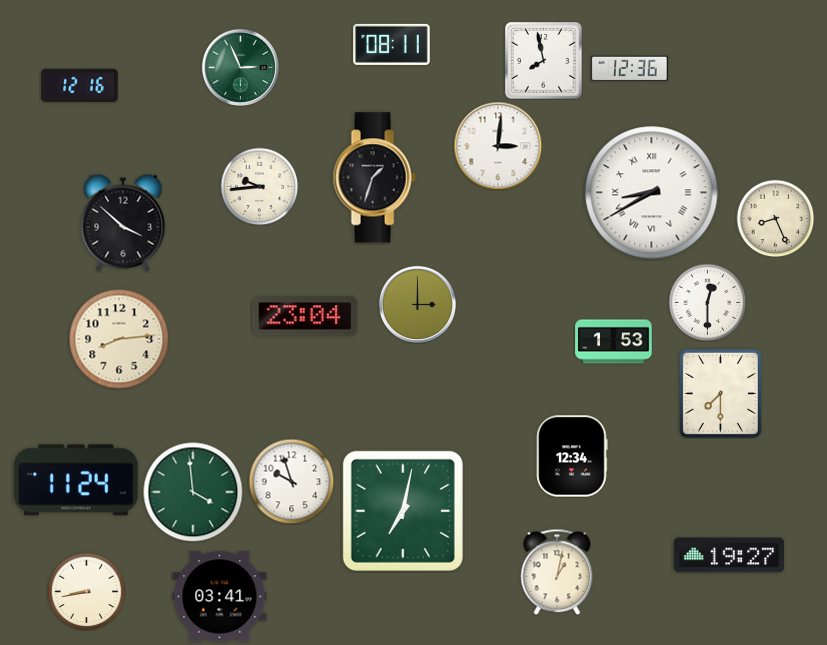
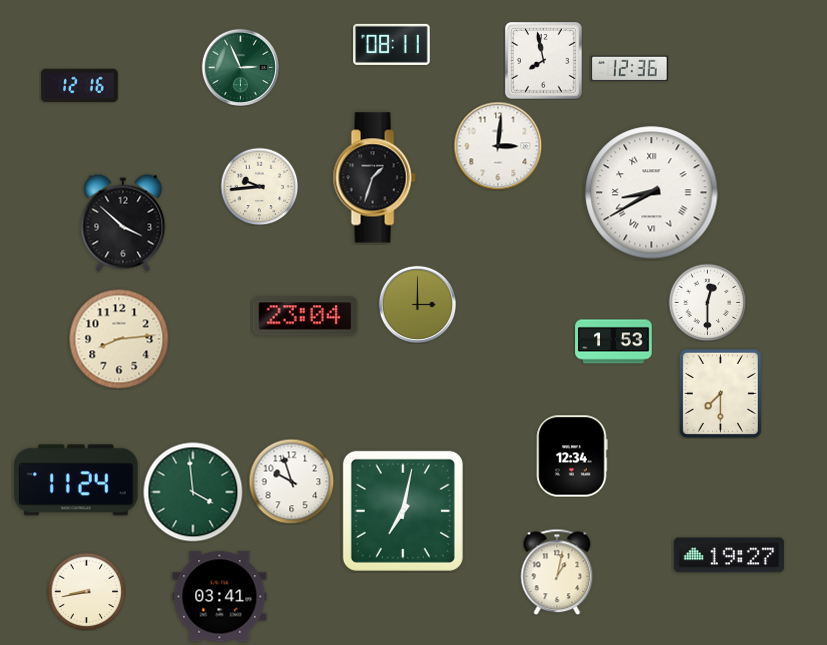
clock at (775, 218): 8:26 -> none
